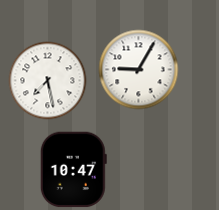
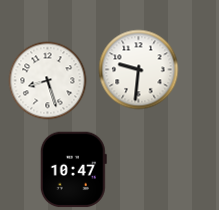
clock at (139, 70): 9:05 -> 9:31
clock at (48, 81): 7:28 -> 8:27
